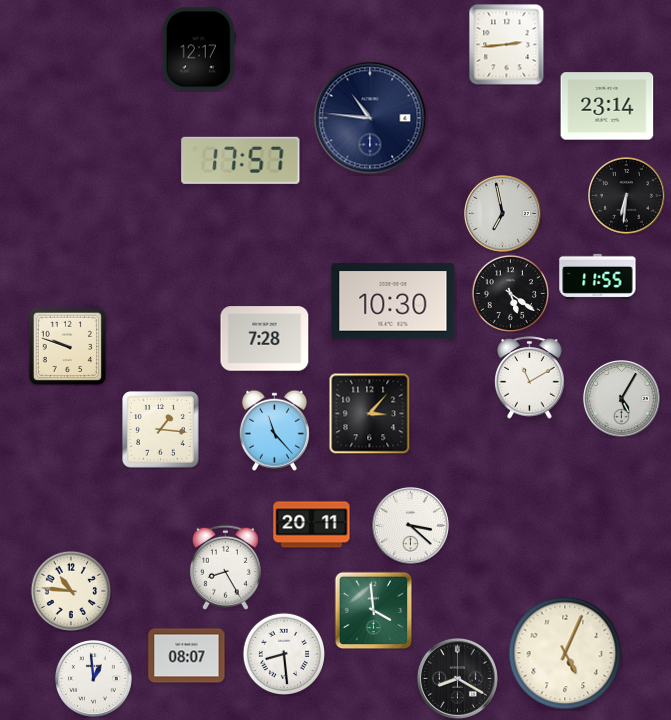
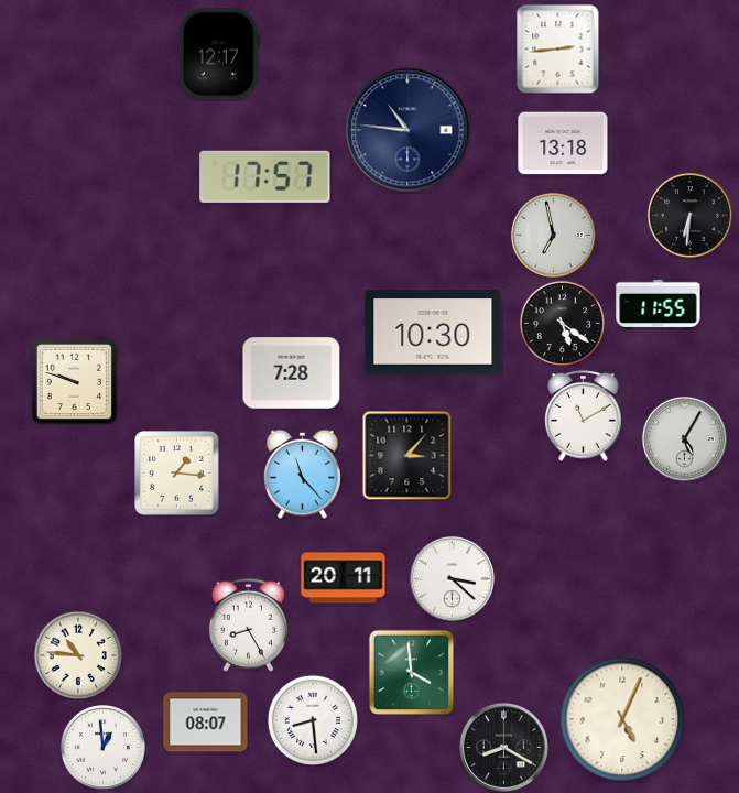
clock at (607, 106): 23:14 -> none
clock at (563, 143): none -> 13:18
clock at (70, 590) position: (70, 590) -> (77, 654)
